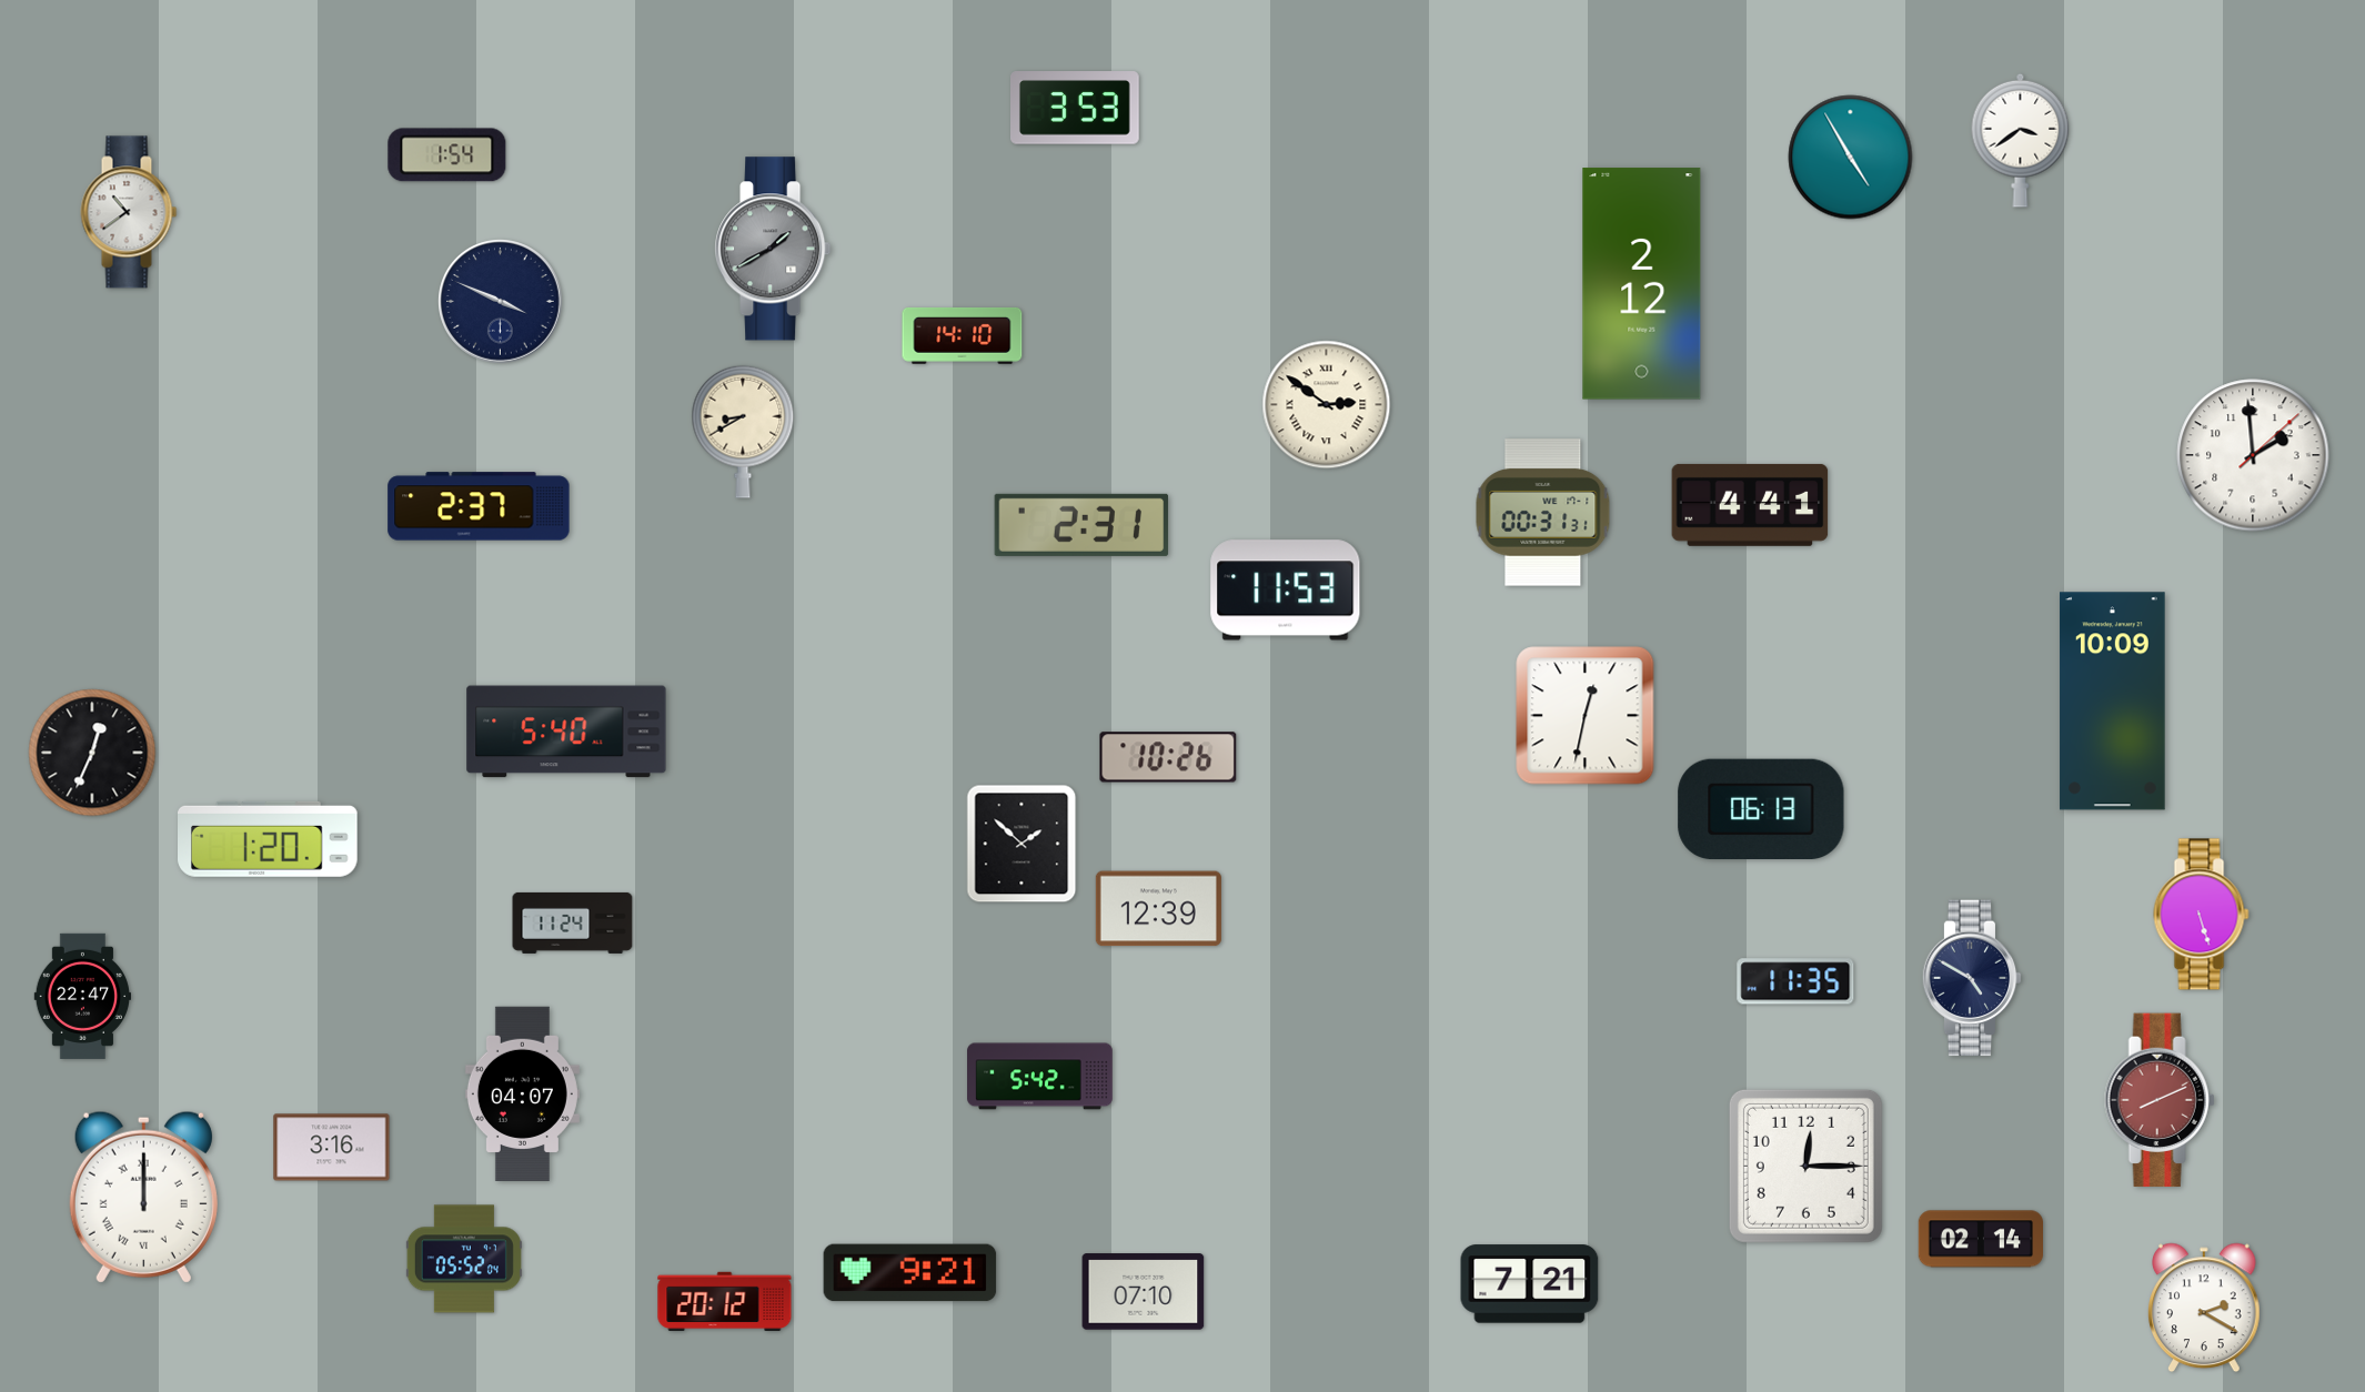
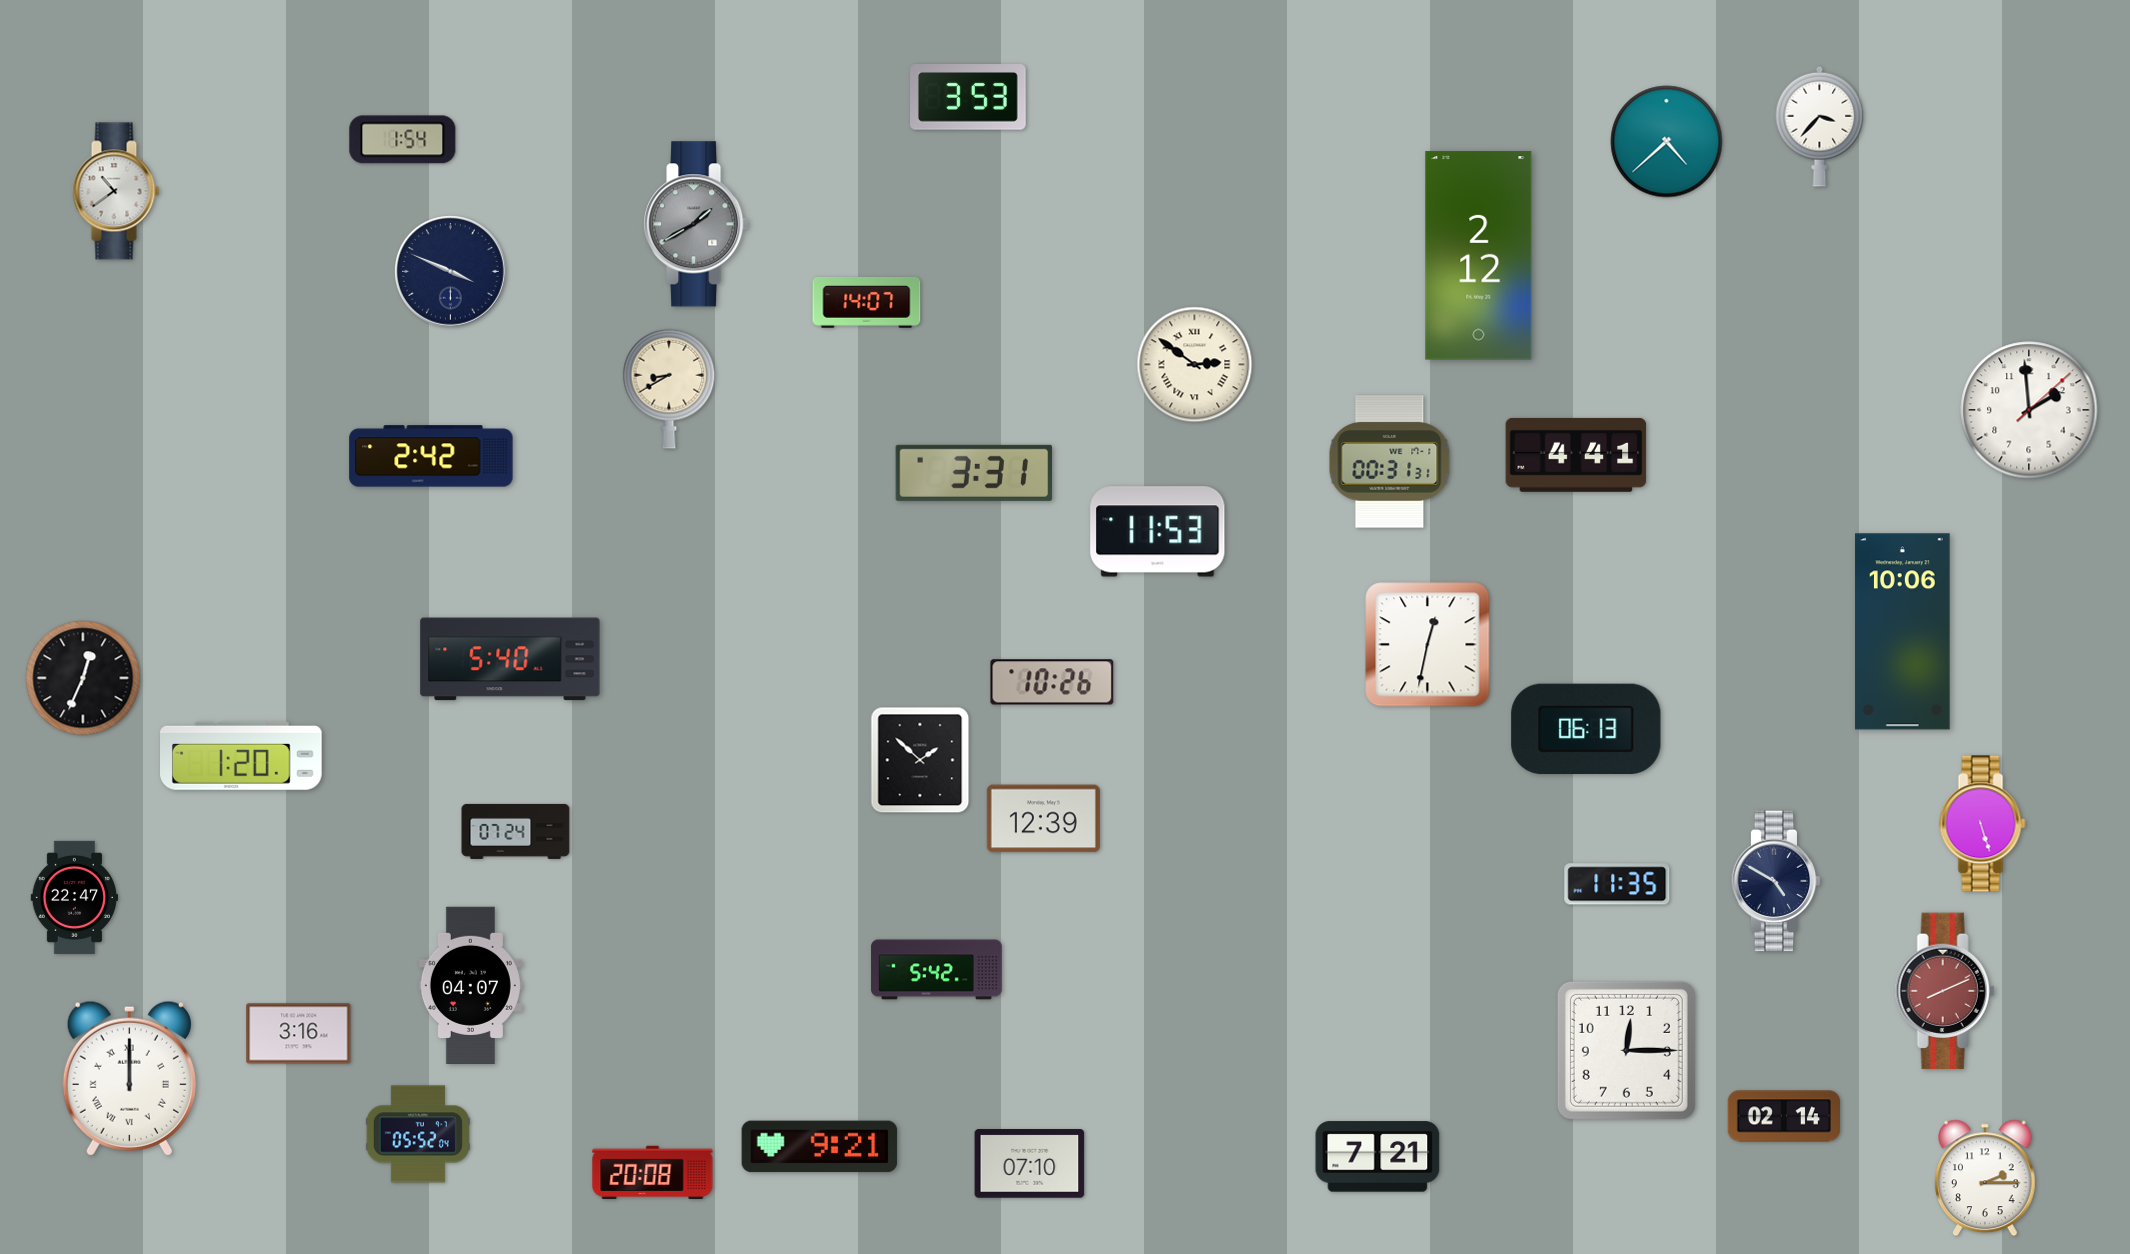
clock at (2021, 140): 3:39 -> 3:37
clock at (1851, 158): 4:55 -> 4:38
clock at (963, 335): 14:10 -> 14:07
clock at (479, 506): 2:37 -> 2:42
clock at (1081, 525): 2:31 -> 3:31
clock at (2113, 702): 10:09 -> 10:06
clock at (573, 922): 11:24 -> 07:24
clock at (725, 1301): 20:12 -> 20:08
clock at (2205, 1308): 2:20 -> 2:15
